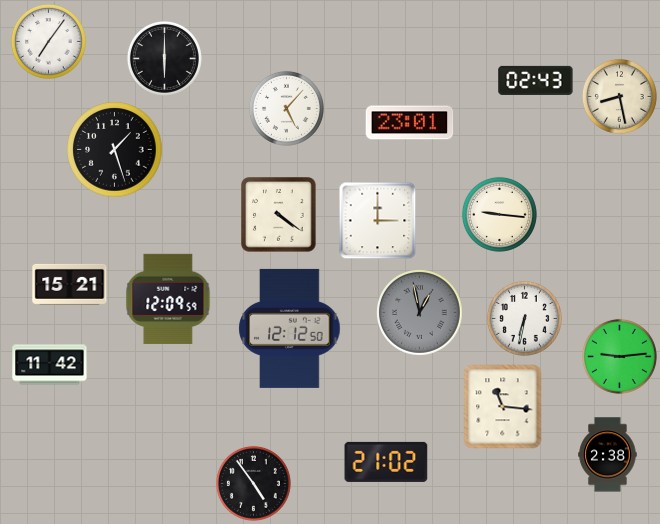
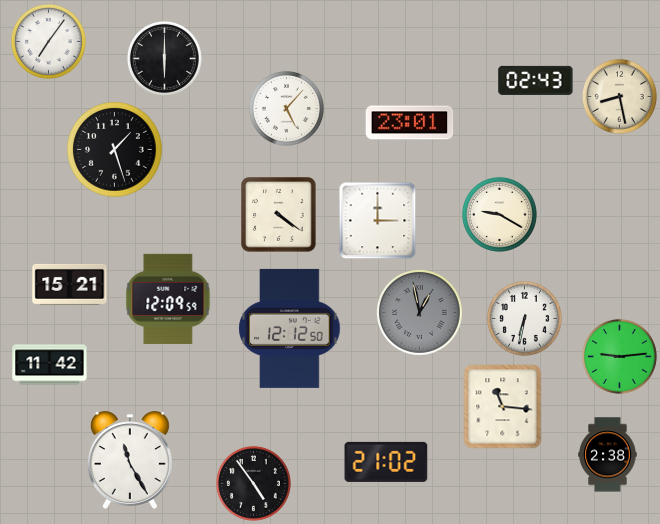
clock at (499, 214): 9:16 -> 9:20
clock at (130, 460): none -> 11:25
